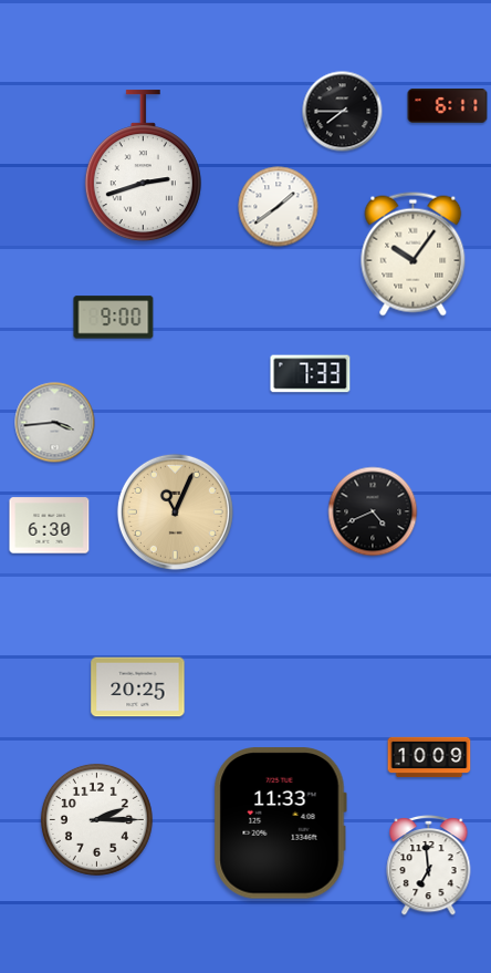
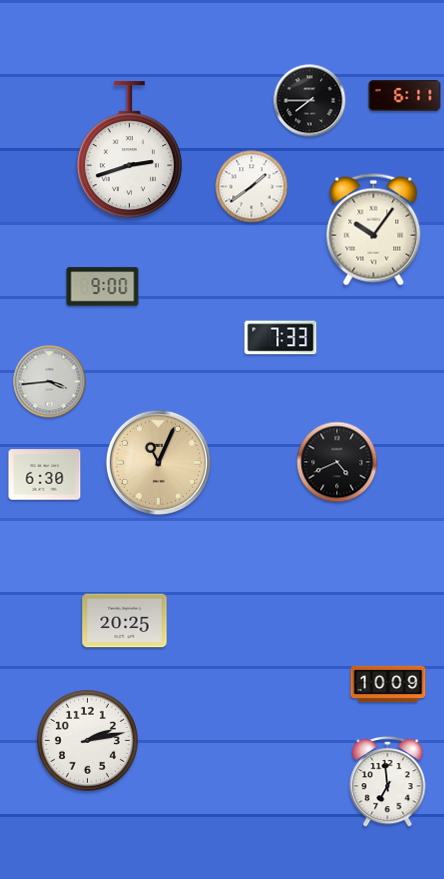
clock at (96, 819): 2:15 -> 2:13
clock at (280, 824): 11:33 -> none
